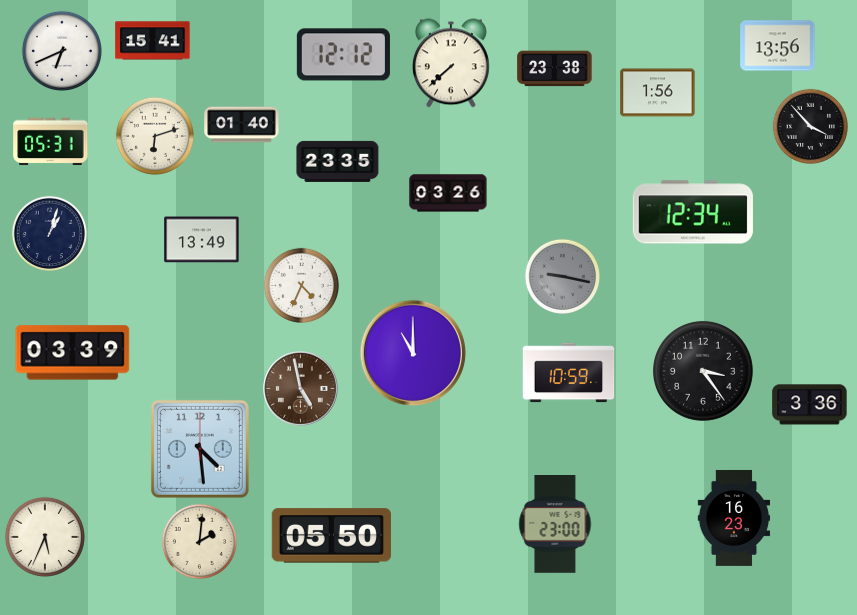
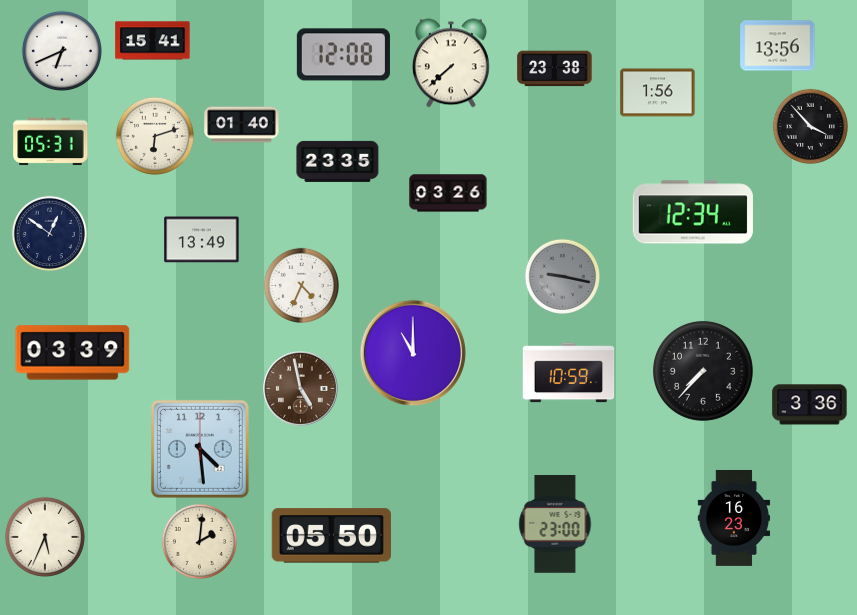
clock at (343, 55): 12:12 -> 12:08
clock at (49, 233): 1:03 -> 12:51
clock at (703, 371): 3:24 -> 7:37
